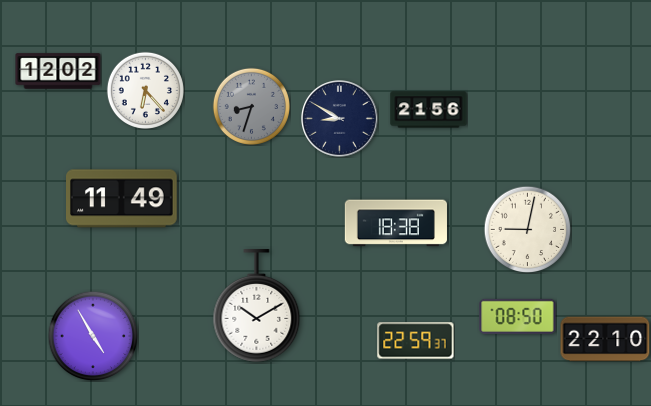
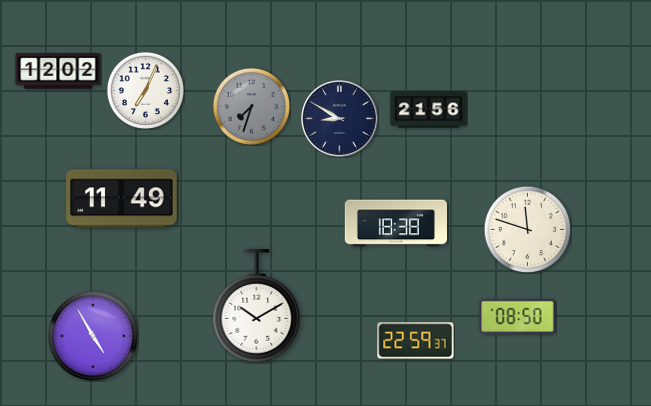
clock at (145, 90): 6:23 -> 7:04
clock at (251, 106): 8:33 -> 7:33
clock at (527, 229): 9:02 -> 11:48
clock at (605, 339): 22:10 -> none
